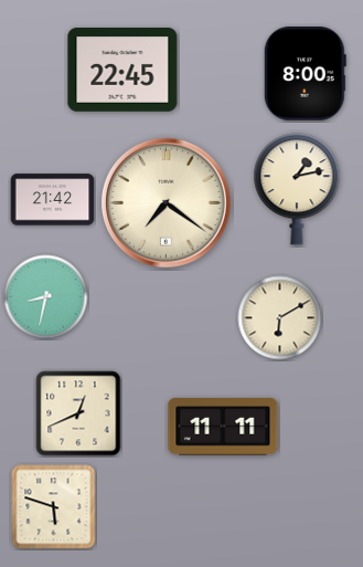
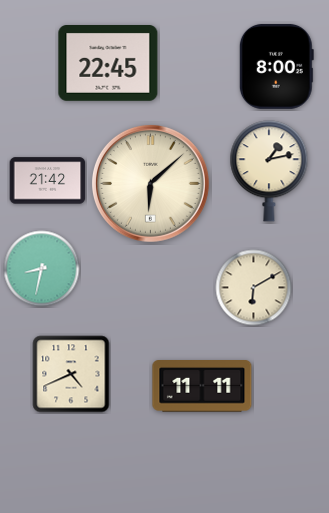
clock at (122, 71) position: (122, 71) -> (108, 64)
clock at (166, 202): 7:21 -> 6:08
clock at (78, 413): 12:41 -> 4:41
clock at (54, 507): 5:48 -> none
